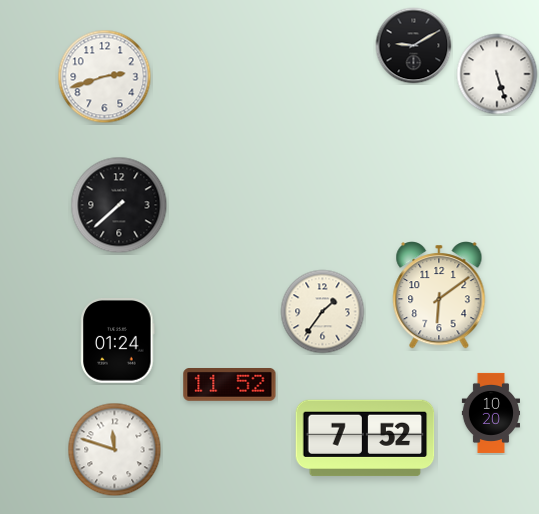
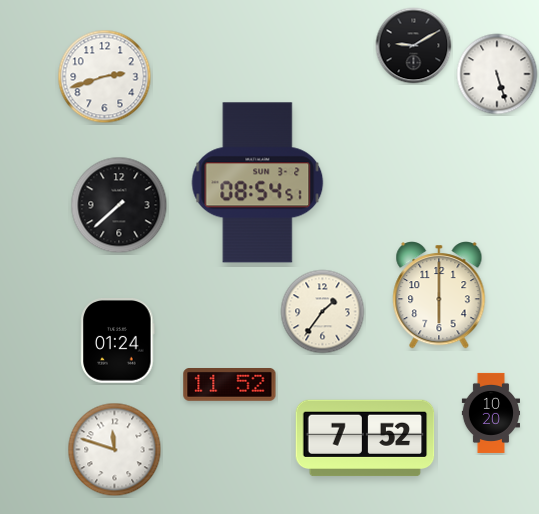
clock at (258, 183): none -> 08:54
clock at (439, 295): 6:09 -> 6:00
